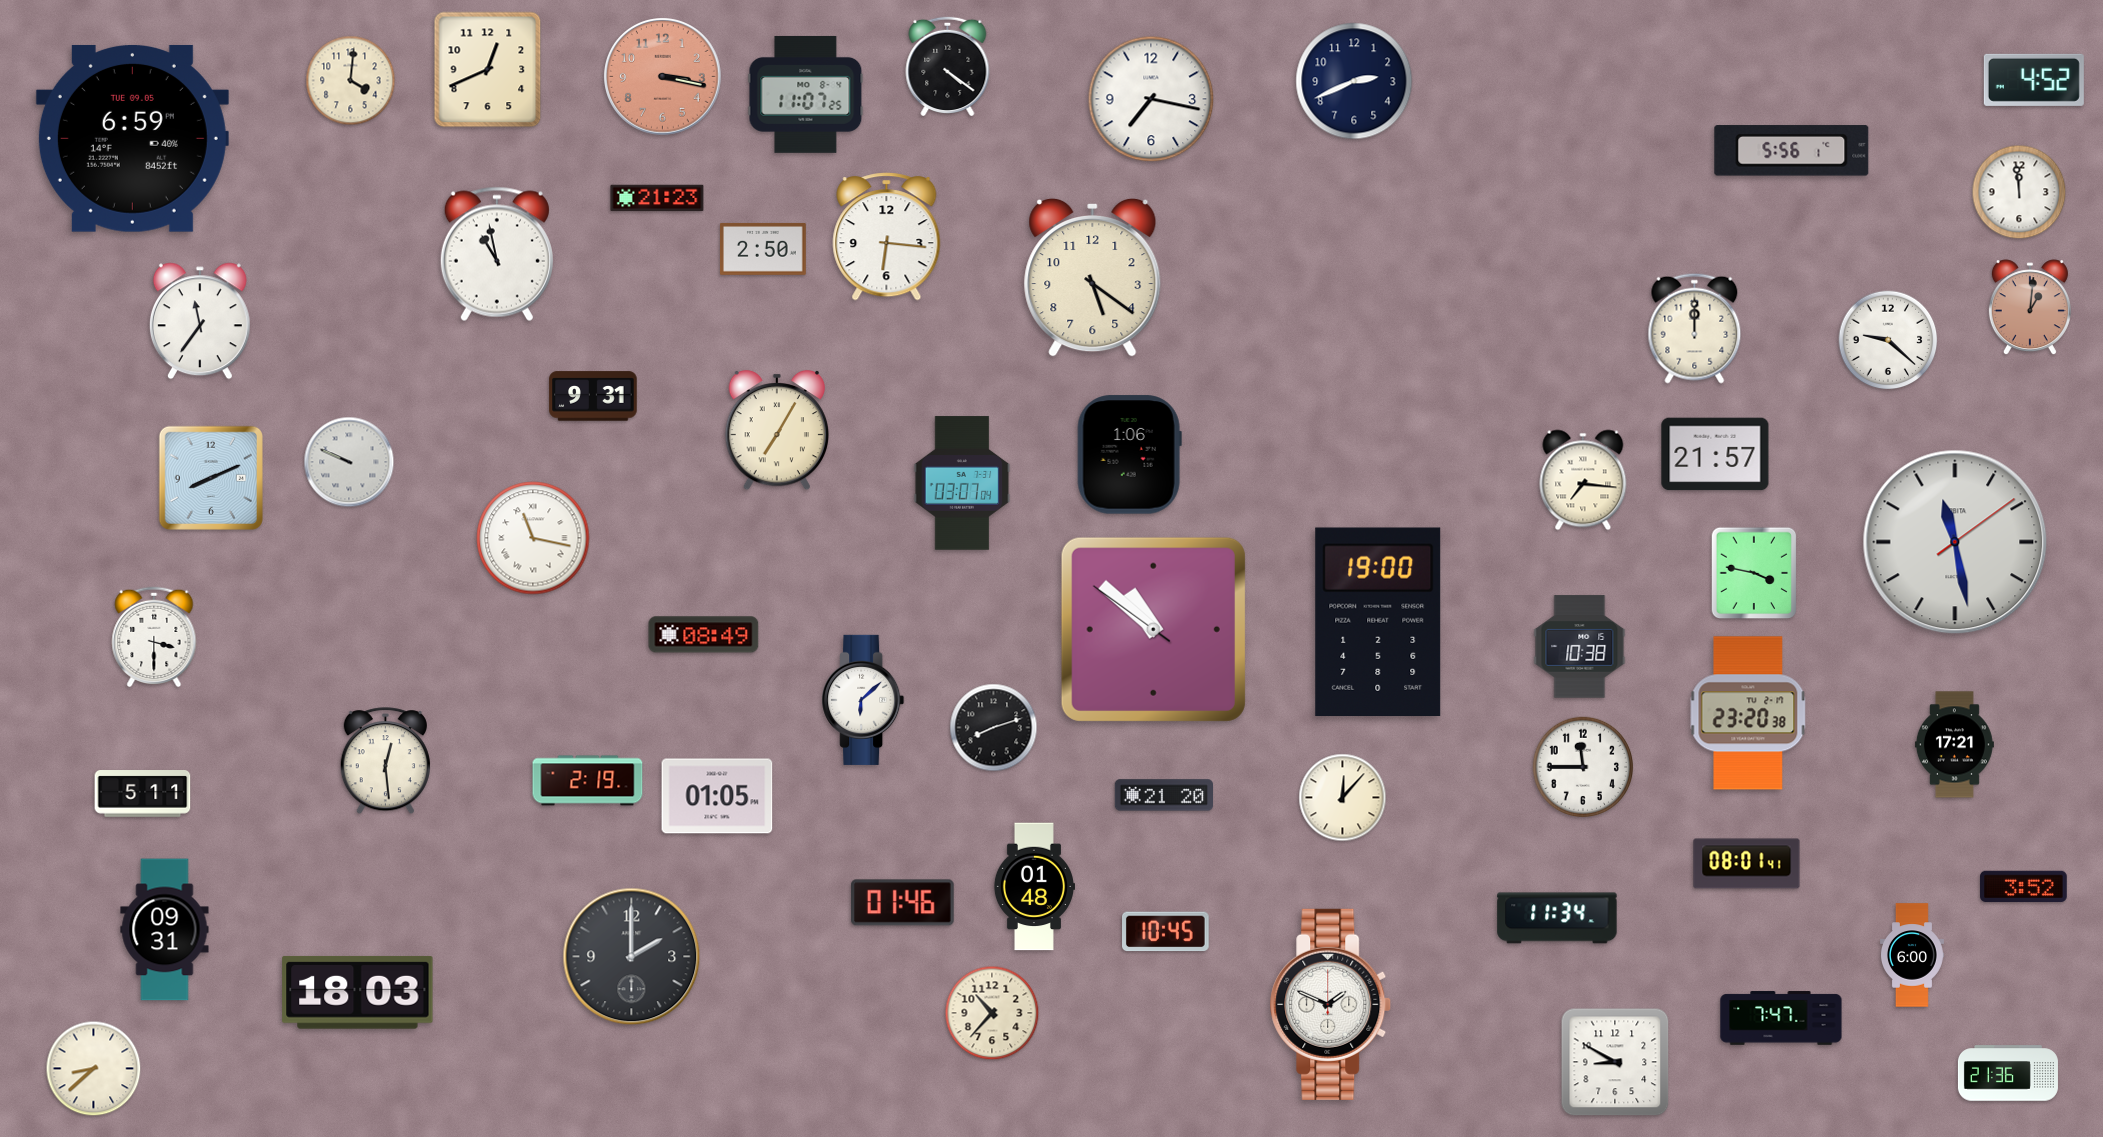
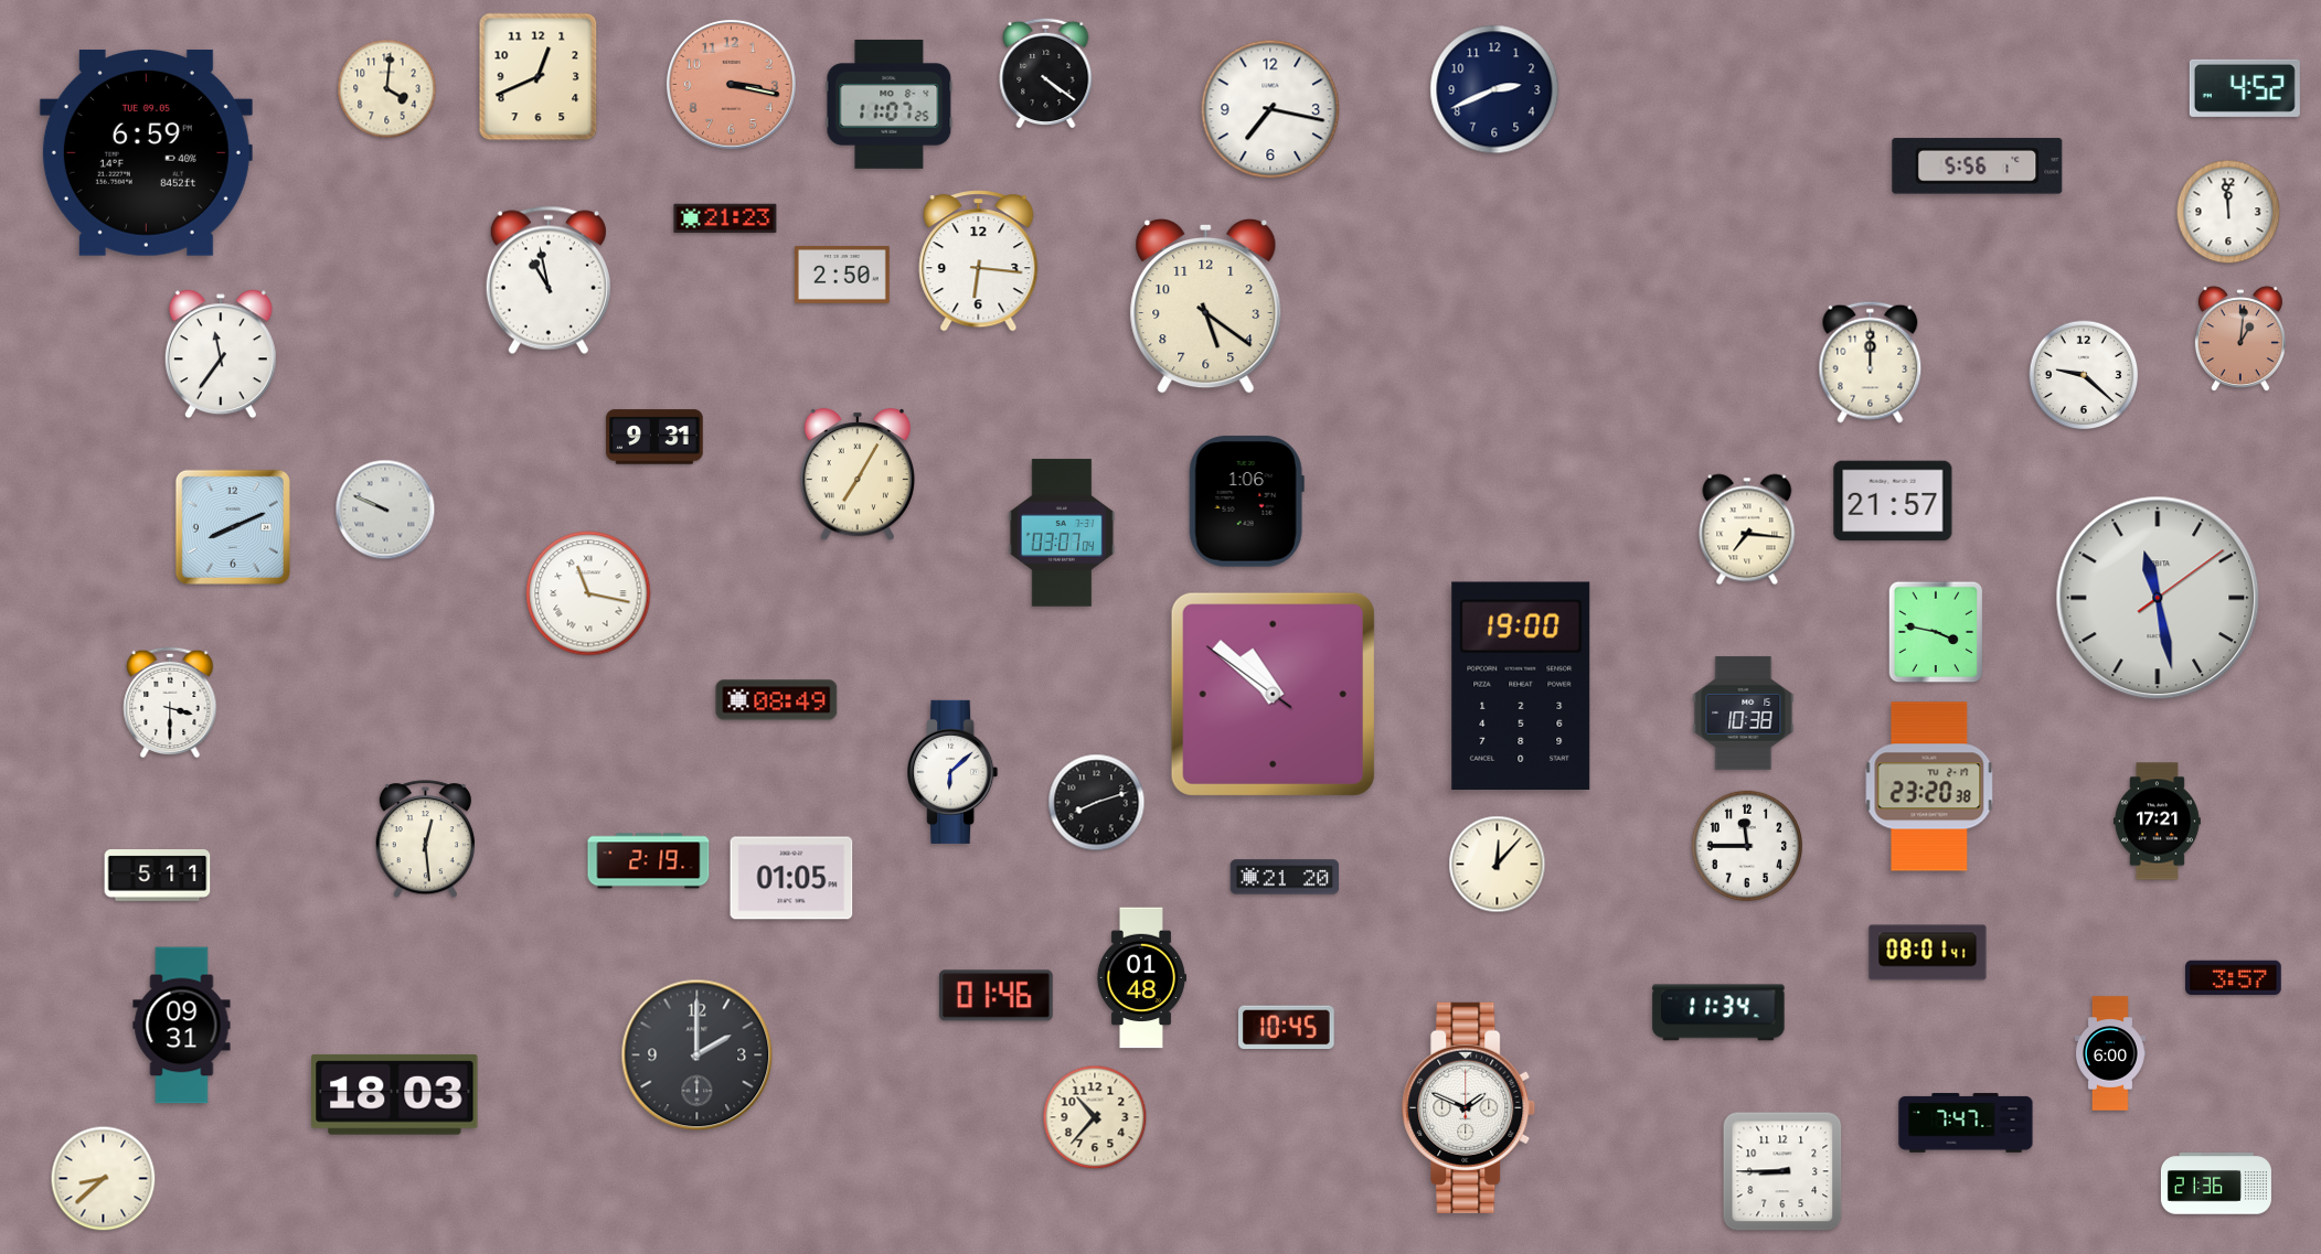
clock at (1343, 798) position: (1343, 798) -> (1498, 865)
clock at (2024, 887): 3:52 -> 3:57
clock at (1615, 1062): 8:50 -> 8:45
